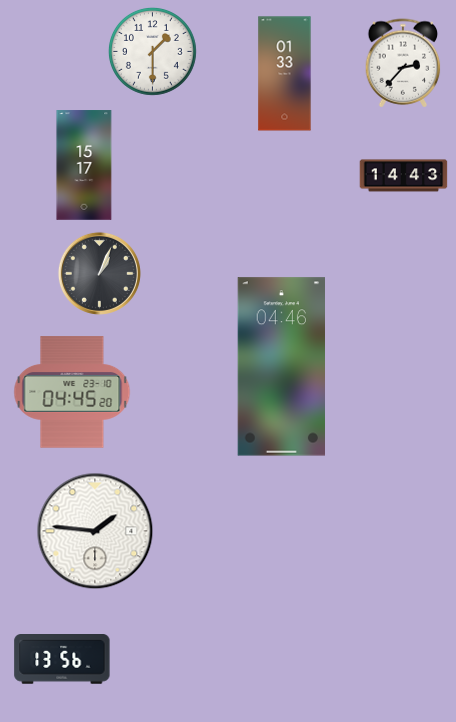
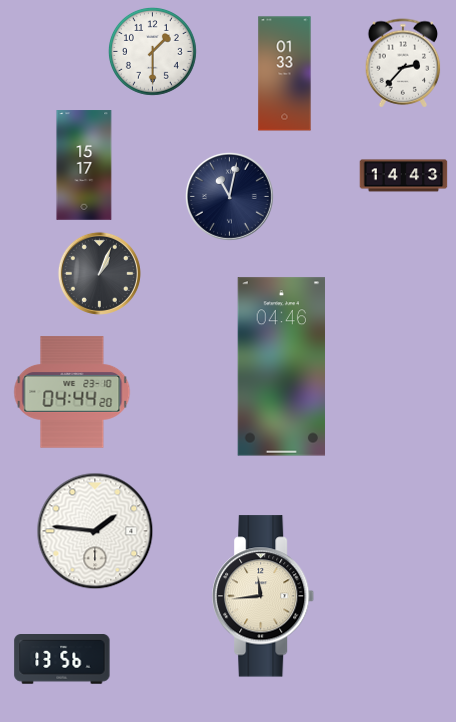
clock at (230, 197): none -> 11:02
clock at (72, 392): 04:45 -> 04:44
clock at (264, 596): none -> 11:44
